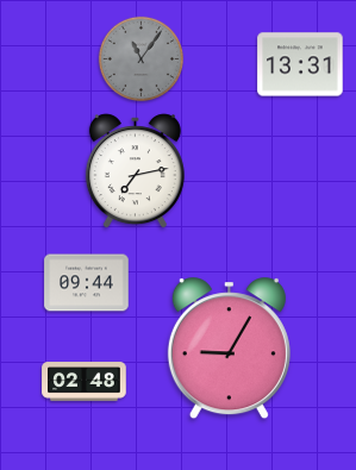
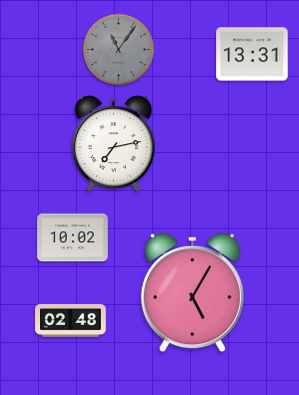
clock at (87, 283): 09:44 -> 10:02
clock at (229, 349): 9:05 -> 5:05
